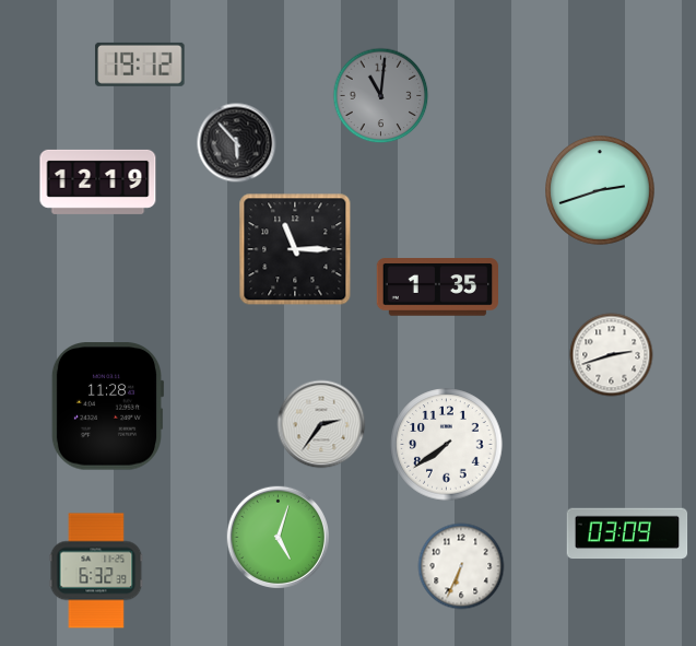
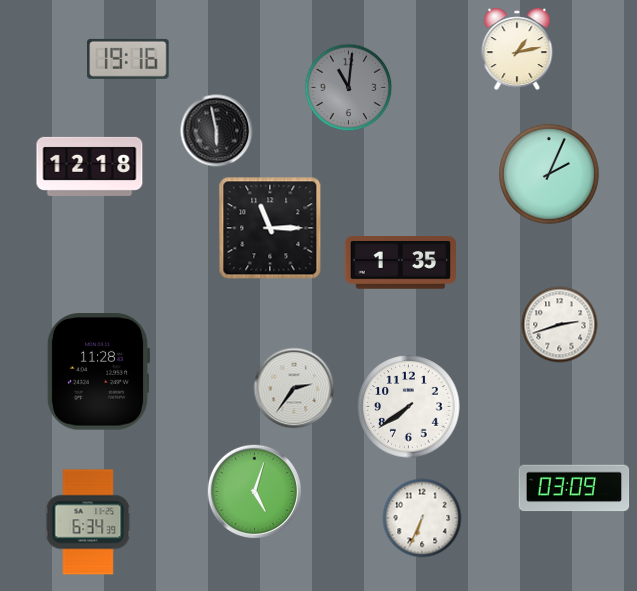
clock at (517, 49): none -> 1:13
clock at (140, 64): 19:12 -> 19:16
clock at (237, 143): 5:53 -> 5:58
clock at (98, 181): 12:19 -> 12:18
clock at (601, 191): 2:42 -> 2:04
clock at (96, 571): 6:32 -> 6:34
